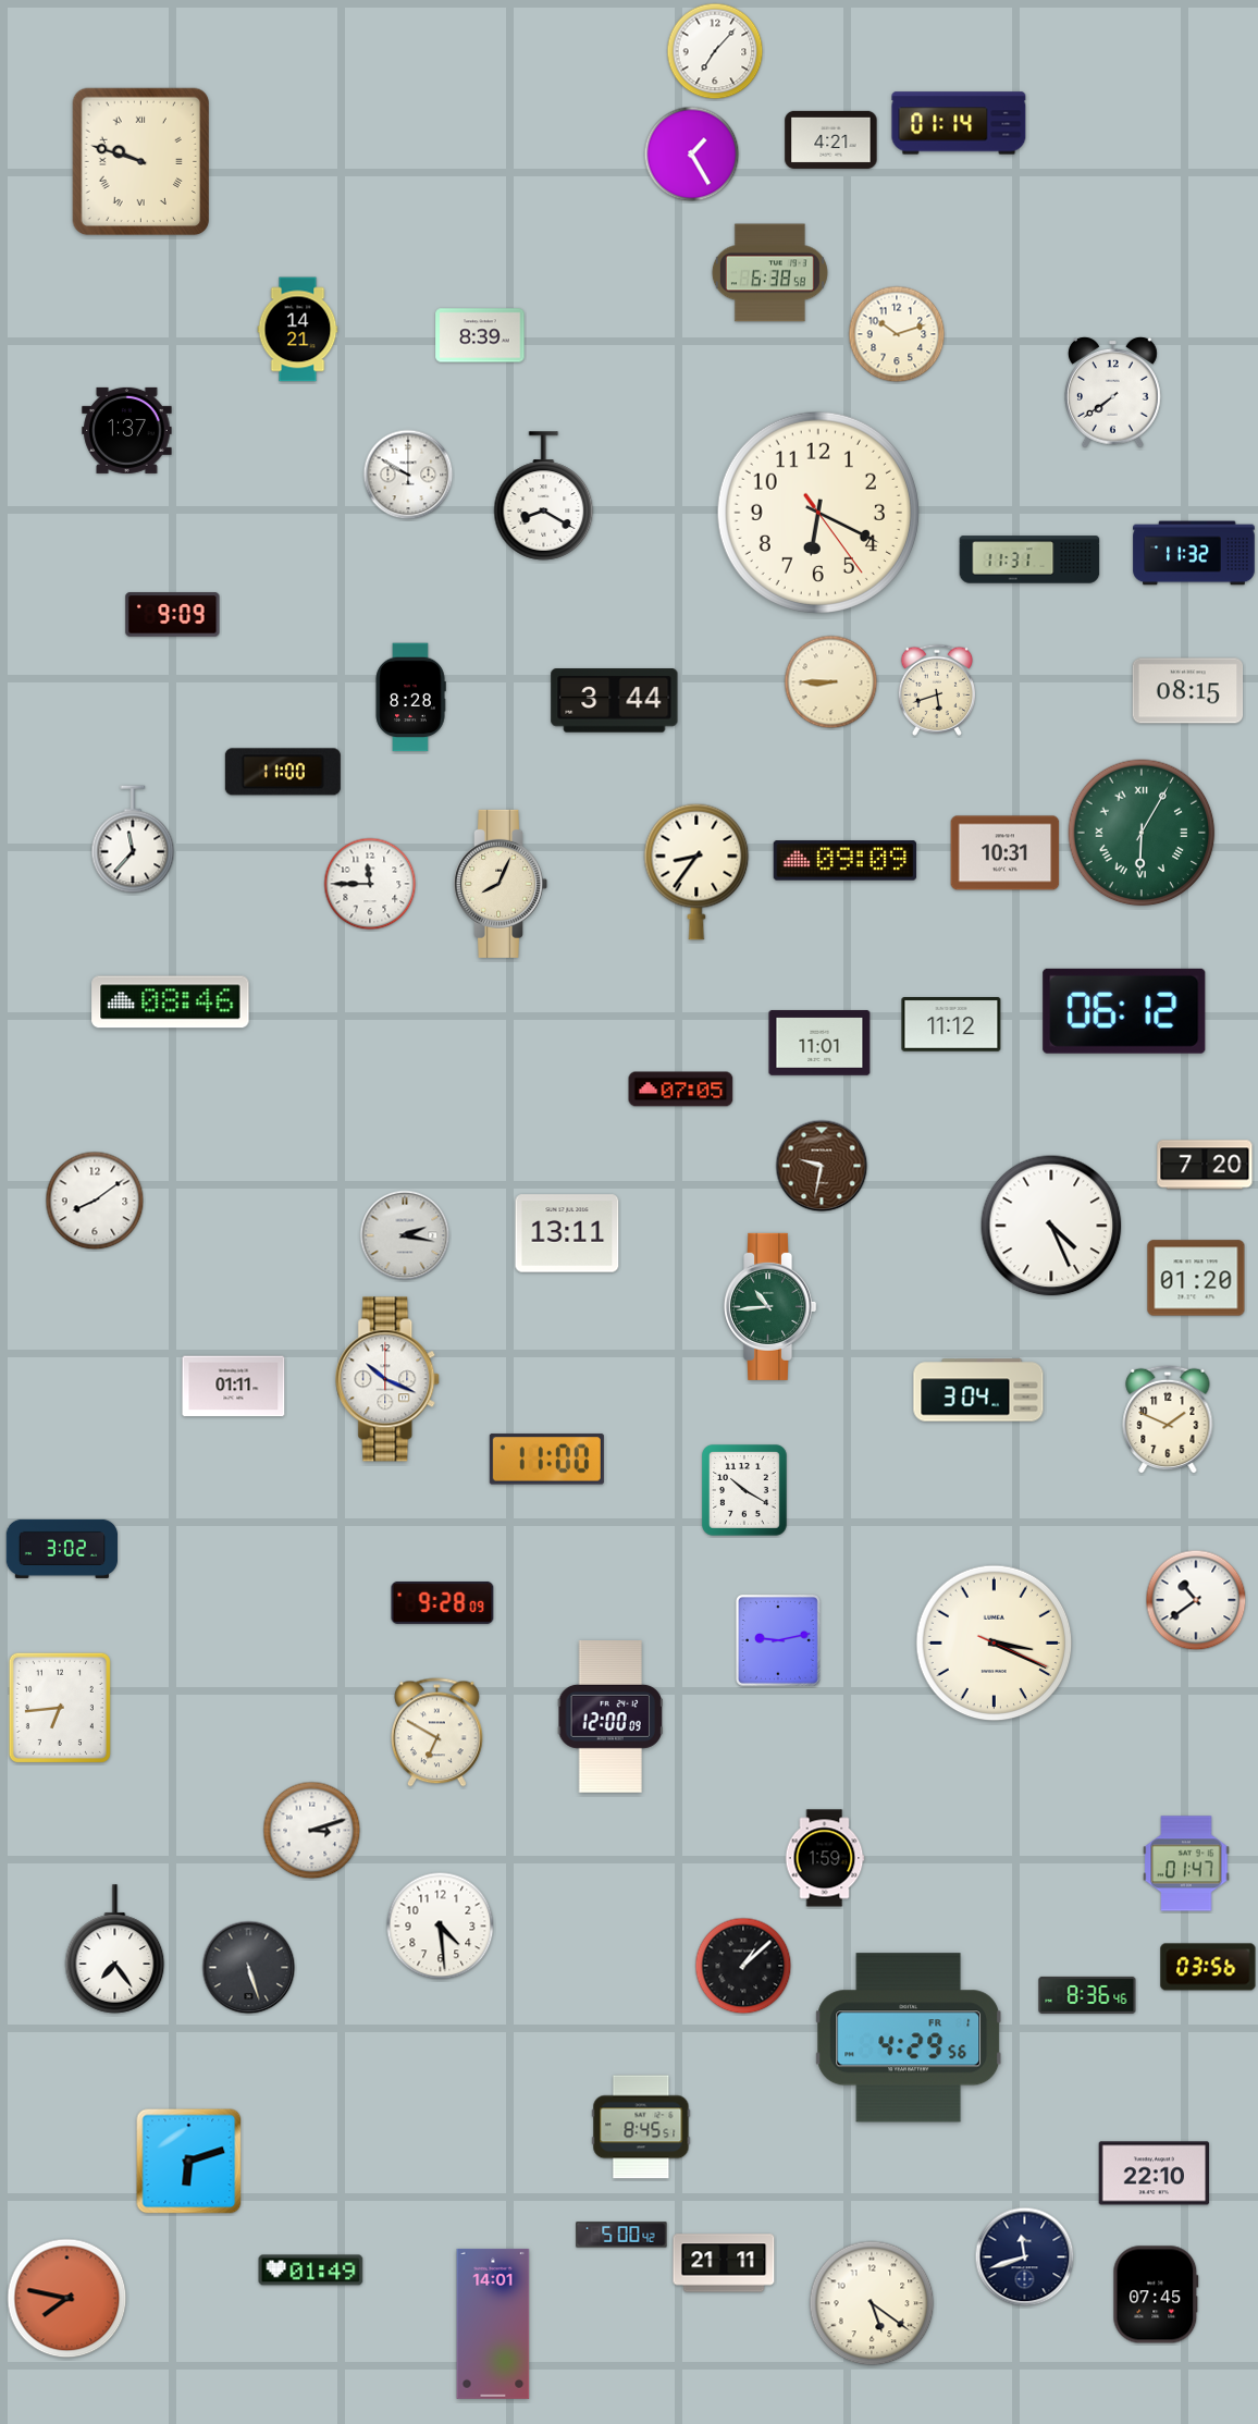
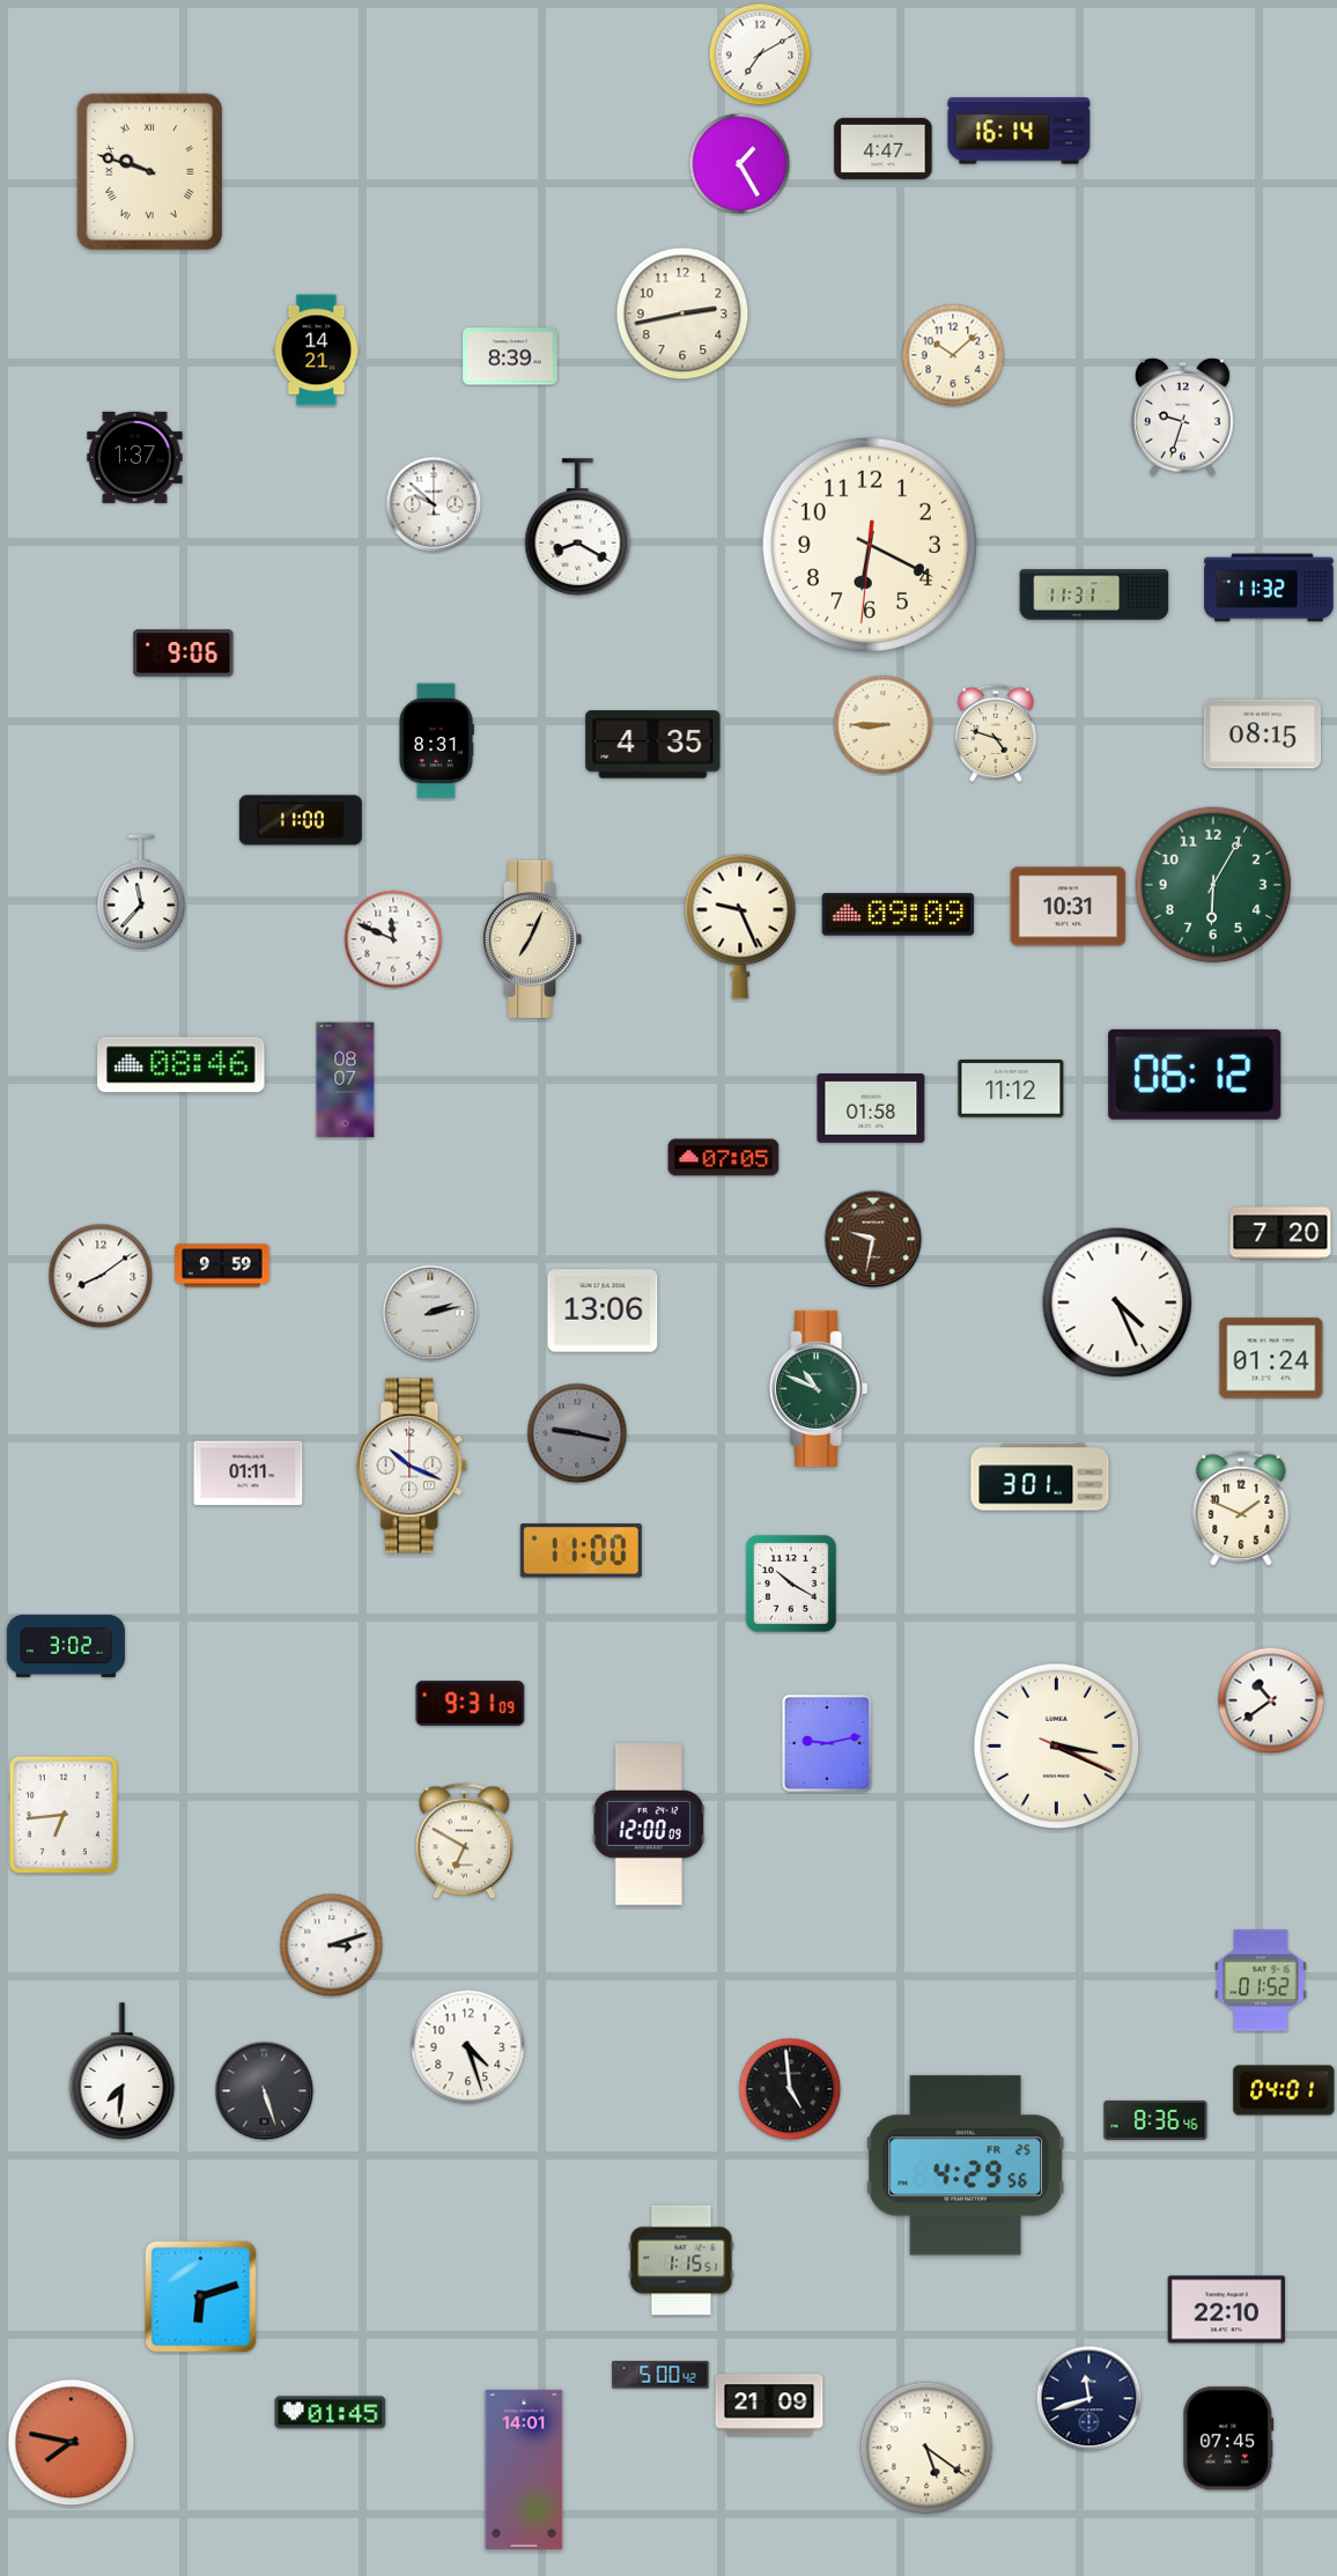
clock at (715, 51): 7:07 -> 7:10
clock at (959, 123): 01:14 -> 16:14
clock at (831, 139): 4:21 -> 4:47
clock at (692, 155) position: (692, 155) -> (740, 164)
clock at (769, 273): 6:38 -> none
clock at (682, 313): none -> 2:43
clock at (897, 334): 10:12 -> 10:08
clock at (1113, 392): 7:39 -> 9:33
clock at (408, 475): 9:50 -> 9:52
clock at (818, 513): 6:19:24 -> 6:19:31
clock at (173, 615): 9:09 -> 9:06
clock at (936, 690): 5:42 -> 4:48
clock at (410, 698): 8:28 -> 8:31
clock at (615, 701): 3:44 -> 4:35
clock at (1142, 833) numerals: Roman -> Arabic
clock at (696, 872): 8:36 -> 9:26
clock at (370, 884): 11:45 -> 11:49
clock at (501, 884): 8:04 -> 7:04
clock at (346, 1080): none -> 08:07
clock at (819, 1043): 11:01 -> 01:58
clock at (1205, 1165) position: (1205, 1165) -> (1280, 1233)
clock at (222, 1265): none -> 9:59
clock at (567, 1233): 13:11 -> 13:06
clock at (405, 1235): 2:17 -> 2:13
clock at (1196, 1278): 01:20 -> 01:24
clock at (770, 1306): 10:44 -> 10:49
clock at (577, 1433): none -> 9:17
clock at (978, 1390): 3:04 -> 3:01
clock at (443, 1602): 9:28 -> 9:31
clock at (825, 1858): 1:59 -> none
clock at (1186, 1863): 01:47 -> 01:52
clock at (441, 1927): 4:29 -> 4:27
clock at (115, 1949): 7:24 -> 7:31
clock at (743, 1966): 1:08 -> 4:59
clock at (1208, 1967): 03:56 -> 04:01
clock at (909, 2038) date: FR 1 -> FR 25
clock at (641, 2127): 8:45 -> 1:15
clock at (724, 2263): 21:11 -> 21:09
clock at (311, 2271): 01:49 -> 01:45
